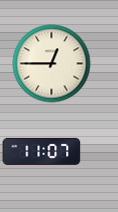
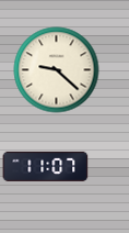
clock at (51, 63): 12:45 -> 9:22
